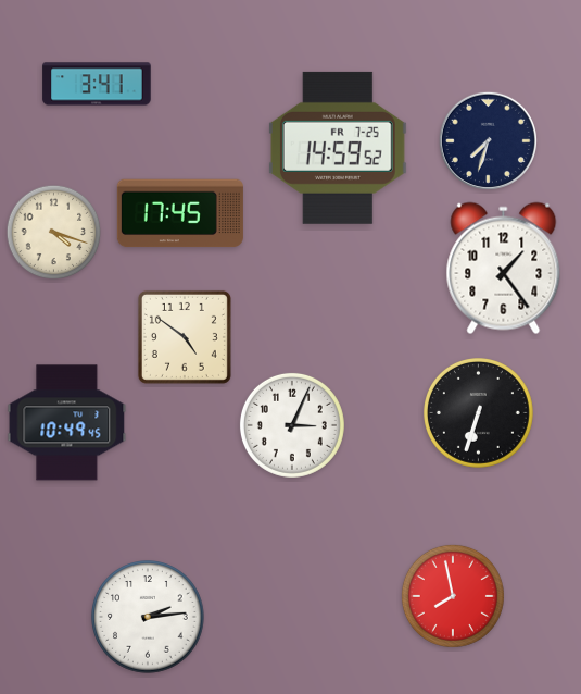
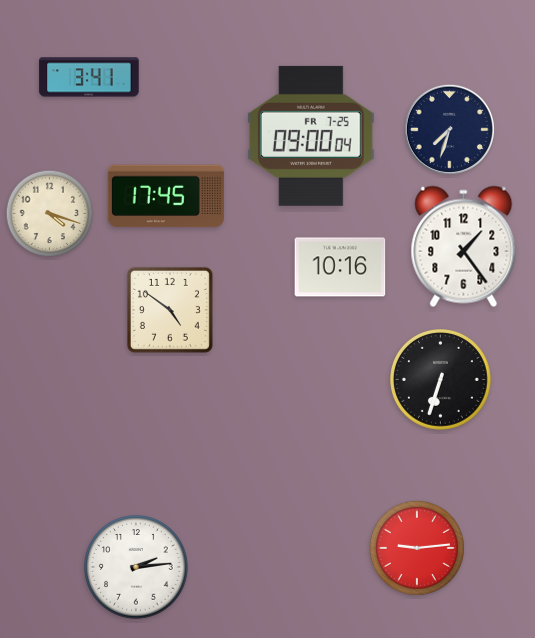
clock at (338, 148): 14:59 -> 09:00
clock at (340, 267): none -> 10:16
clock at (67, 423): 10:49 -> none
clock at (292, 425): 3:04 -> none
clock at (453, 596): 7:58 -> 9:14
